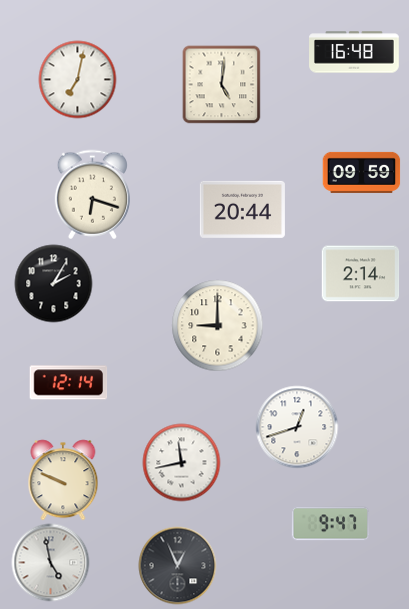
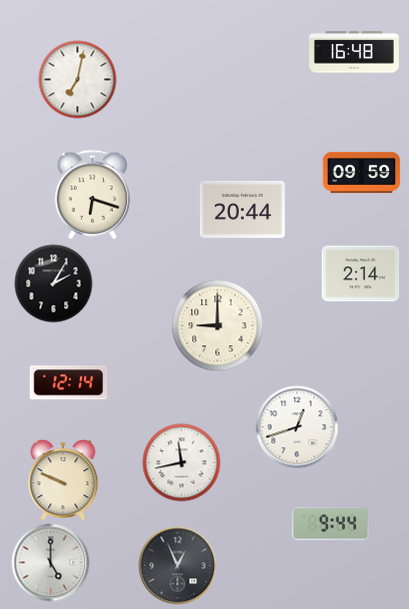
clock at (221, 84): 5:01 -> none
clock at (330, 524): 9:47 -> 9:44
clock at (50, 562): 4:58 -> 5:00
